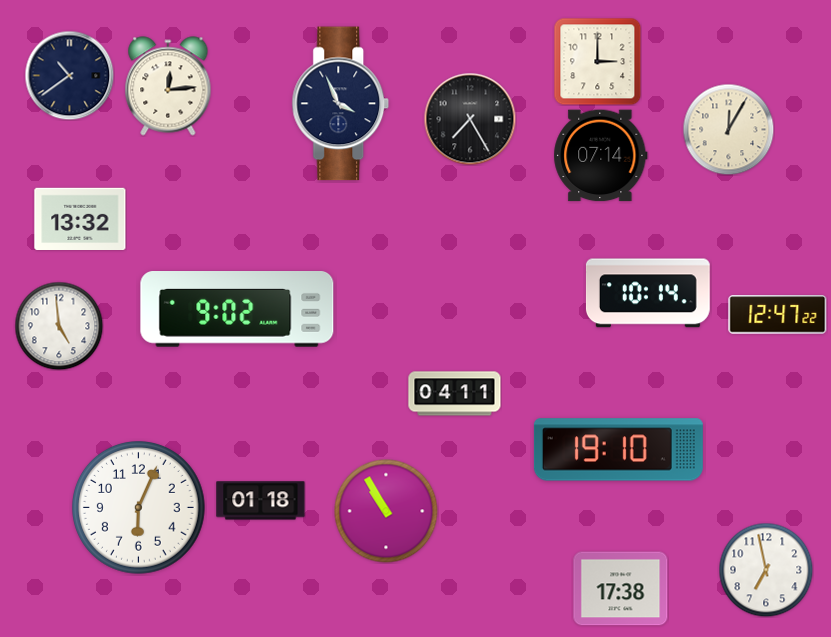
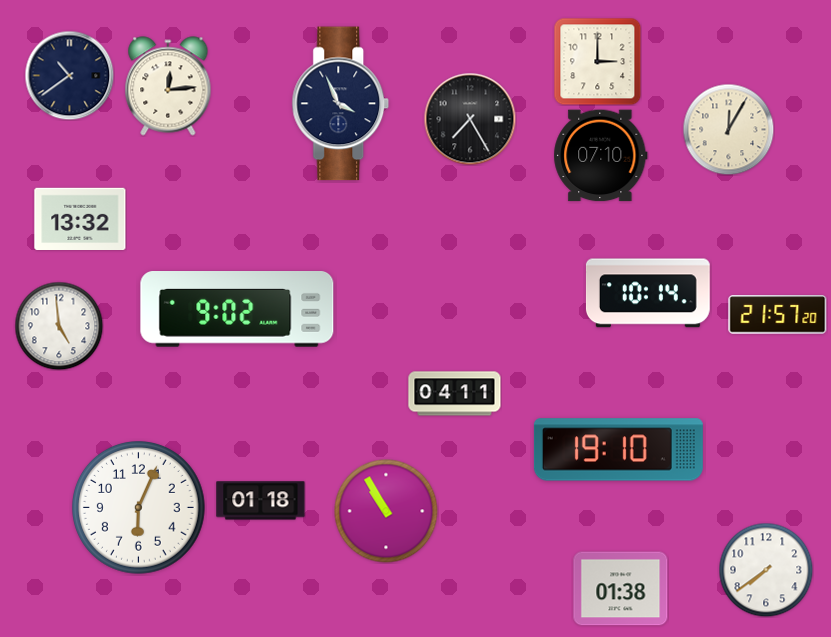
clock at (601, 156): 07:14 -> 07:10
clock at (778, 315): 12:47 -> 21:57
clock at (766, 570): 6:58 -> 7:39
clock at (621, 589): 17:38 -> 01:38
